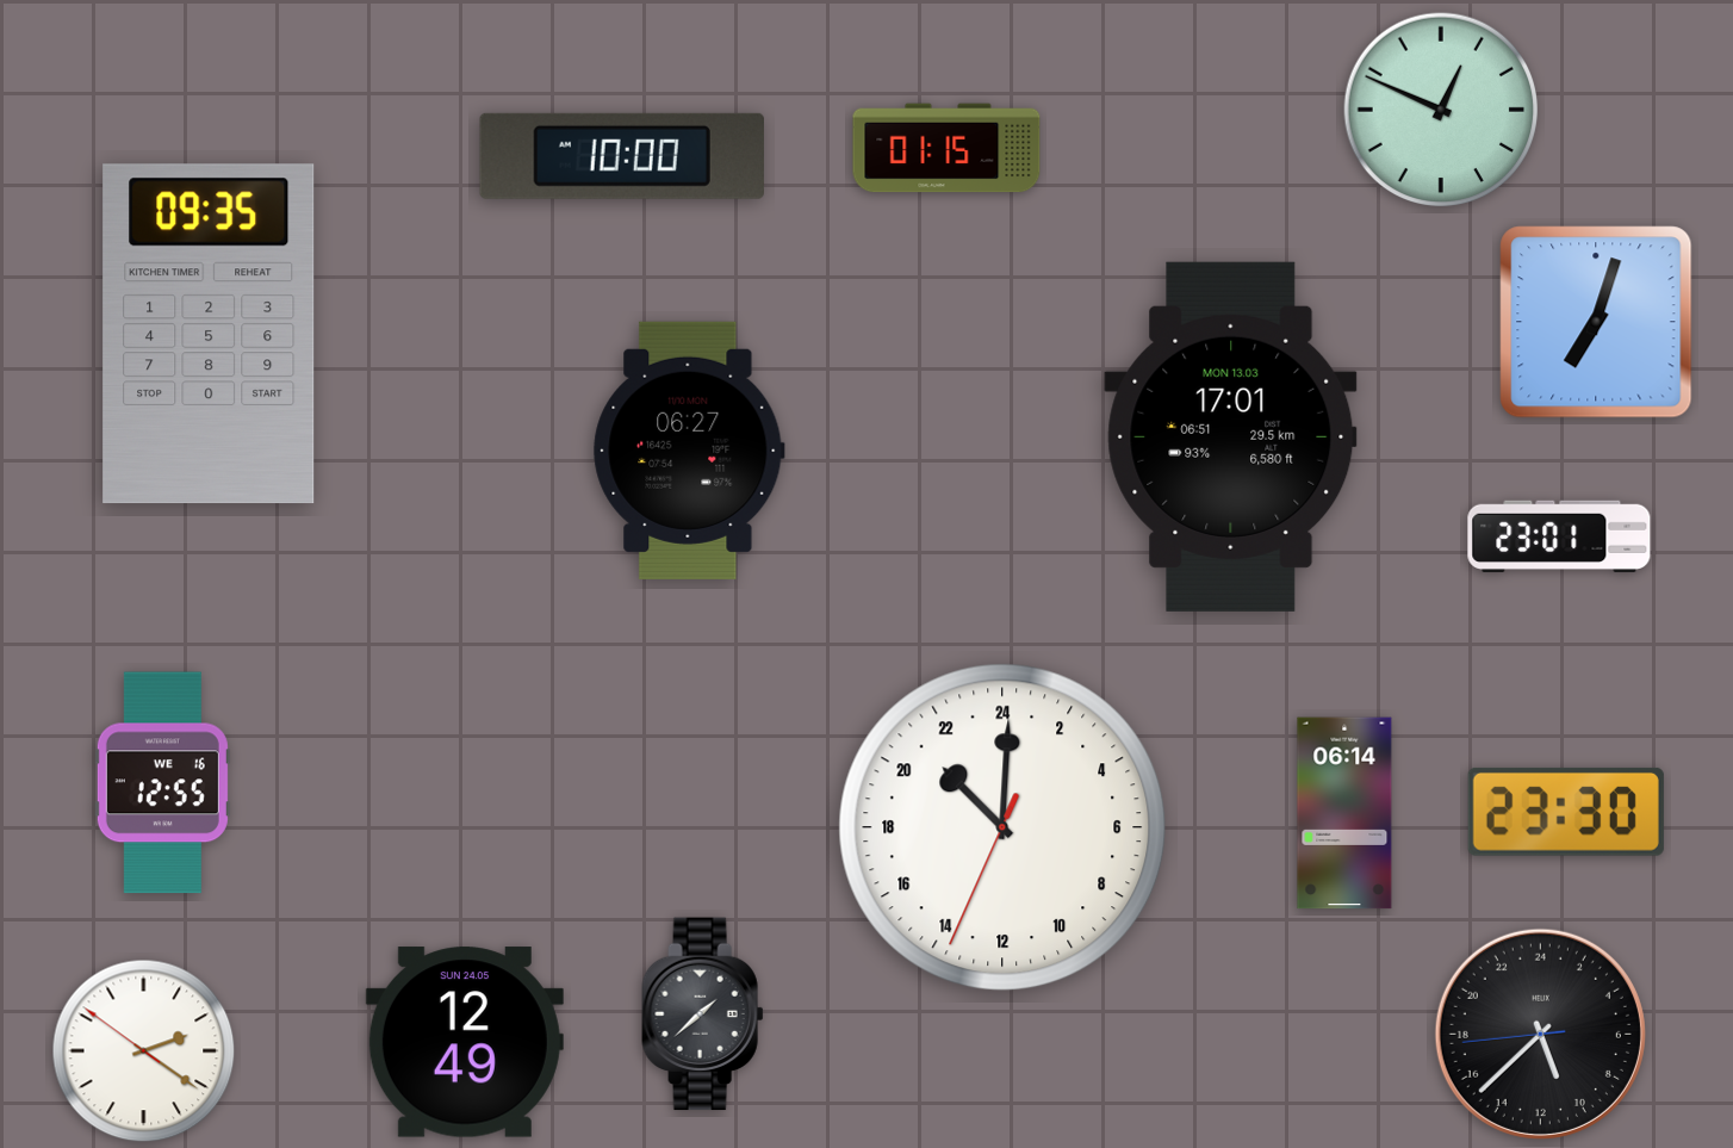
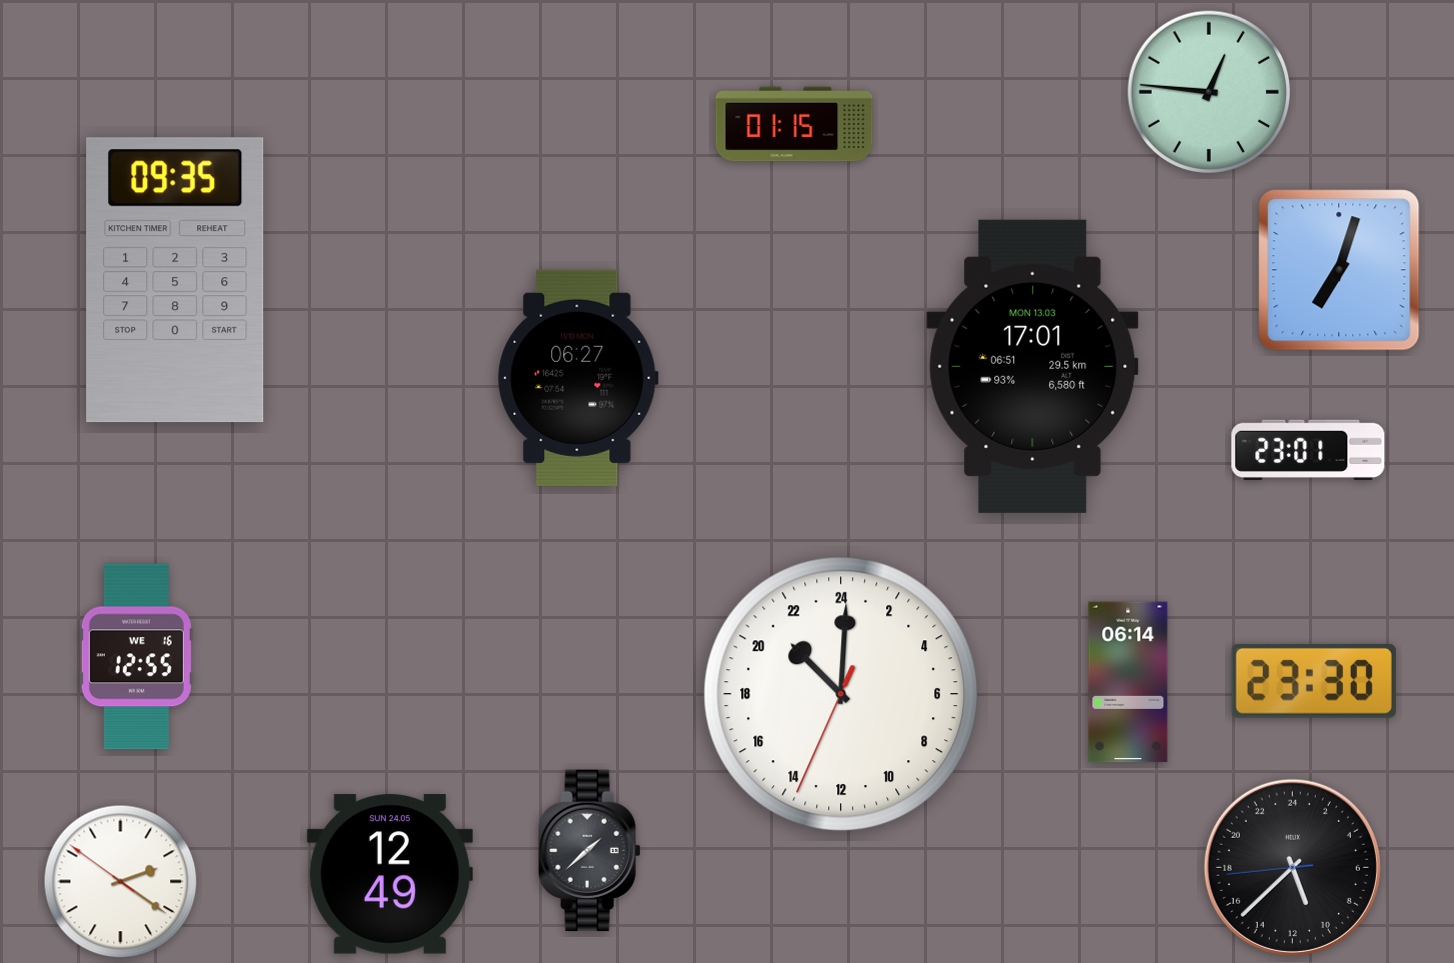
clock at (1441, 110): 12:49 -> 12:46
clock at (622, 156): 10:00 -> none
